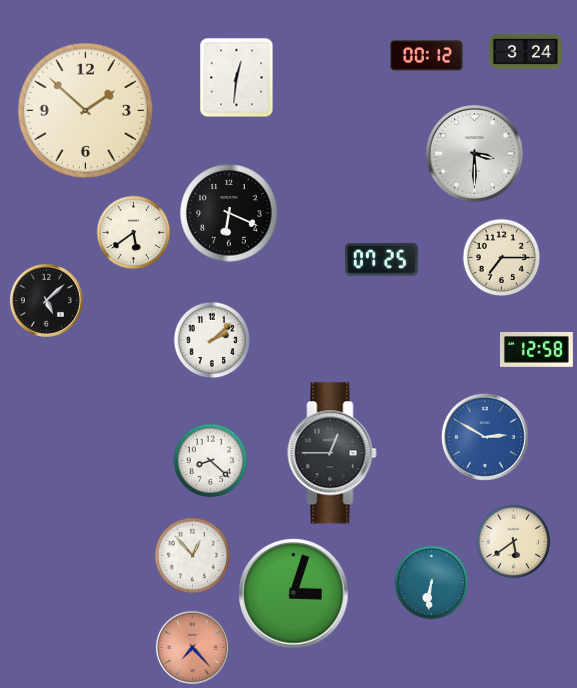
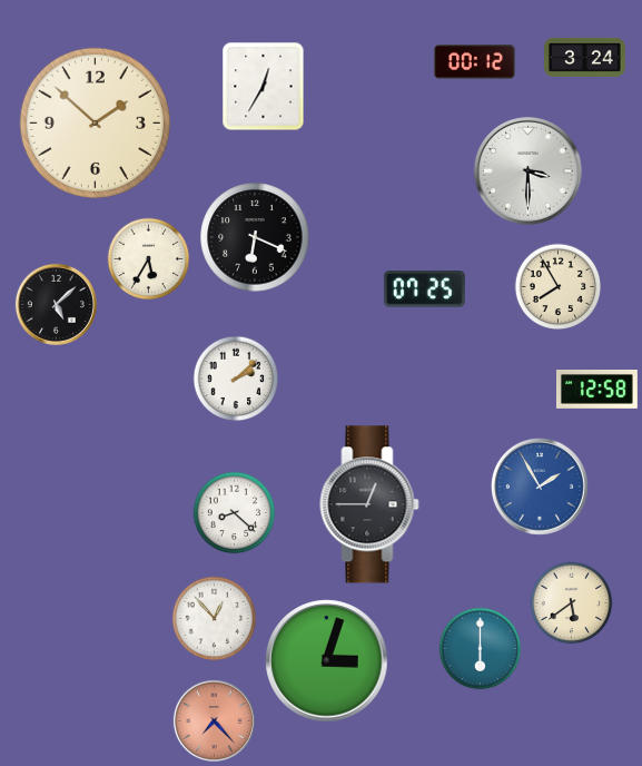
clock at (237, 78): 12:31 -> 12:35
clock at (134, 233): 5:39 -> 5:35
clock at (502, 258): 7:15 -> 7:55
clock at (46, 300) position: (46, 300) -> (56, 304)
clock at (485, 437): 2:50 -> 1:55
clock at (432, 583): 6:31 -> 6:00
